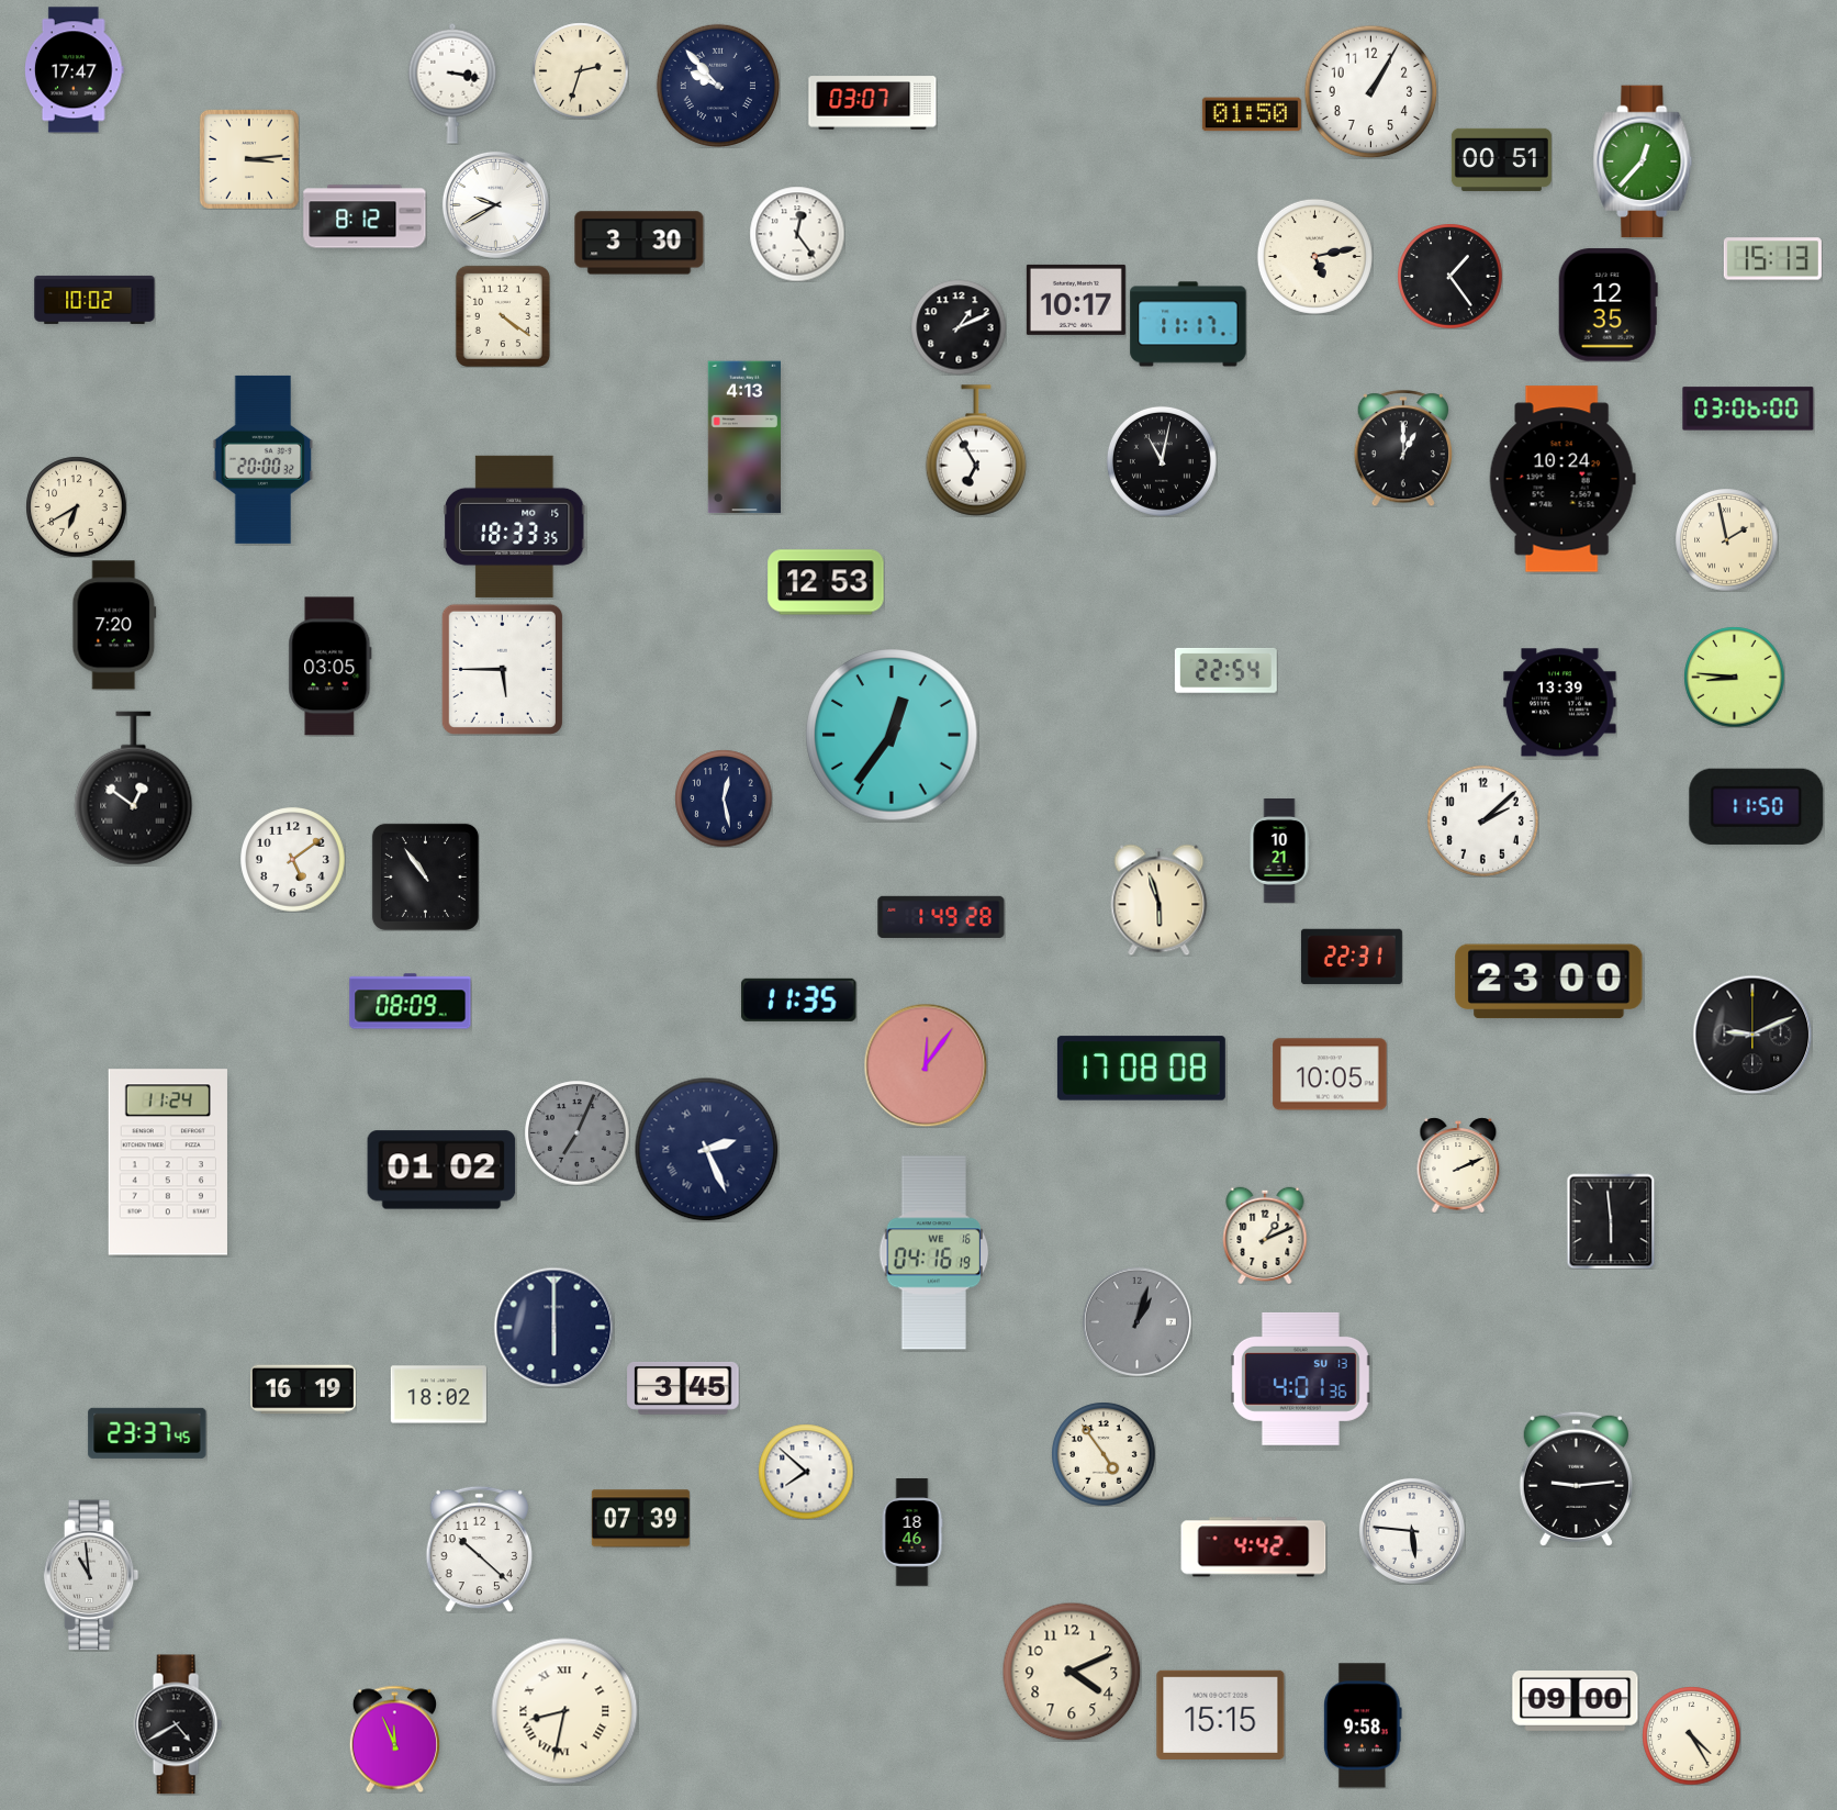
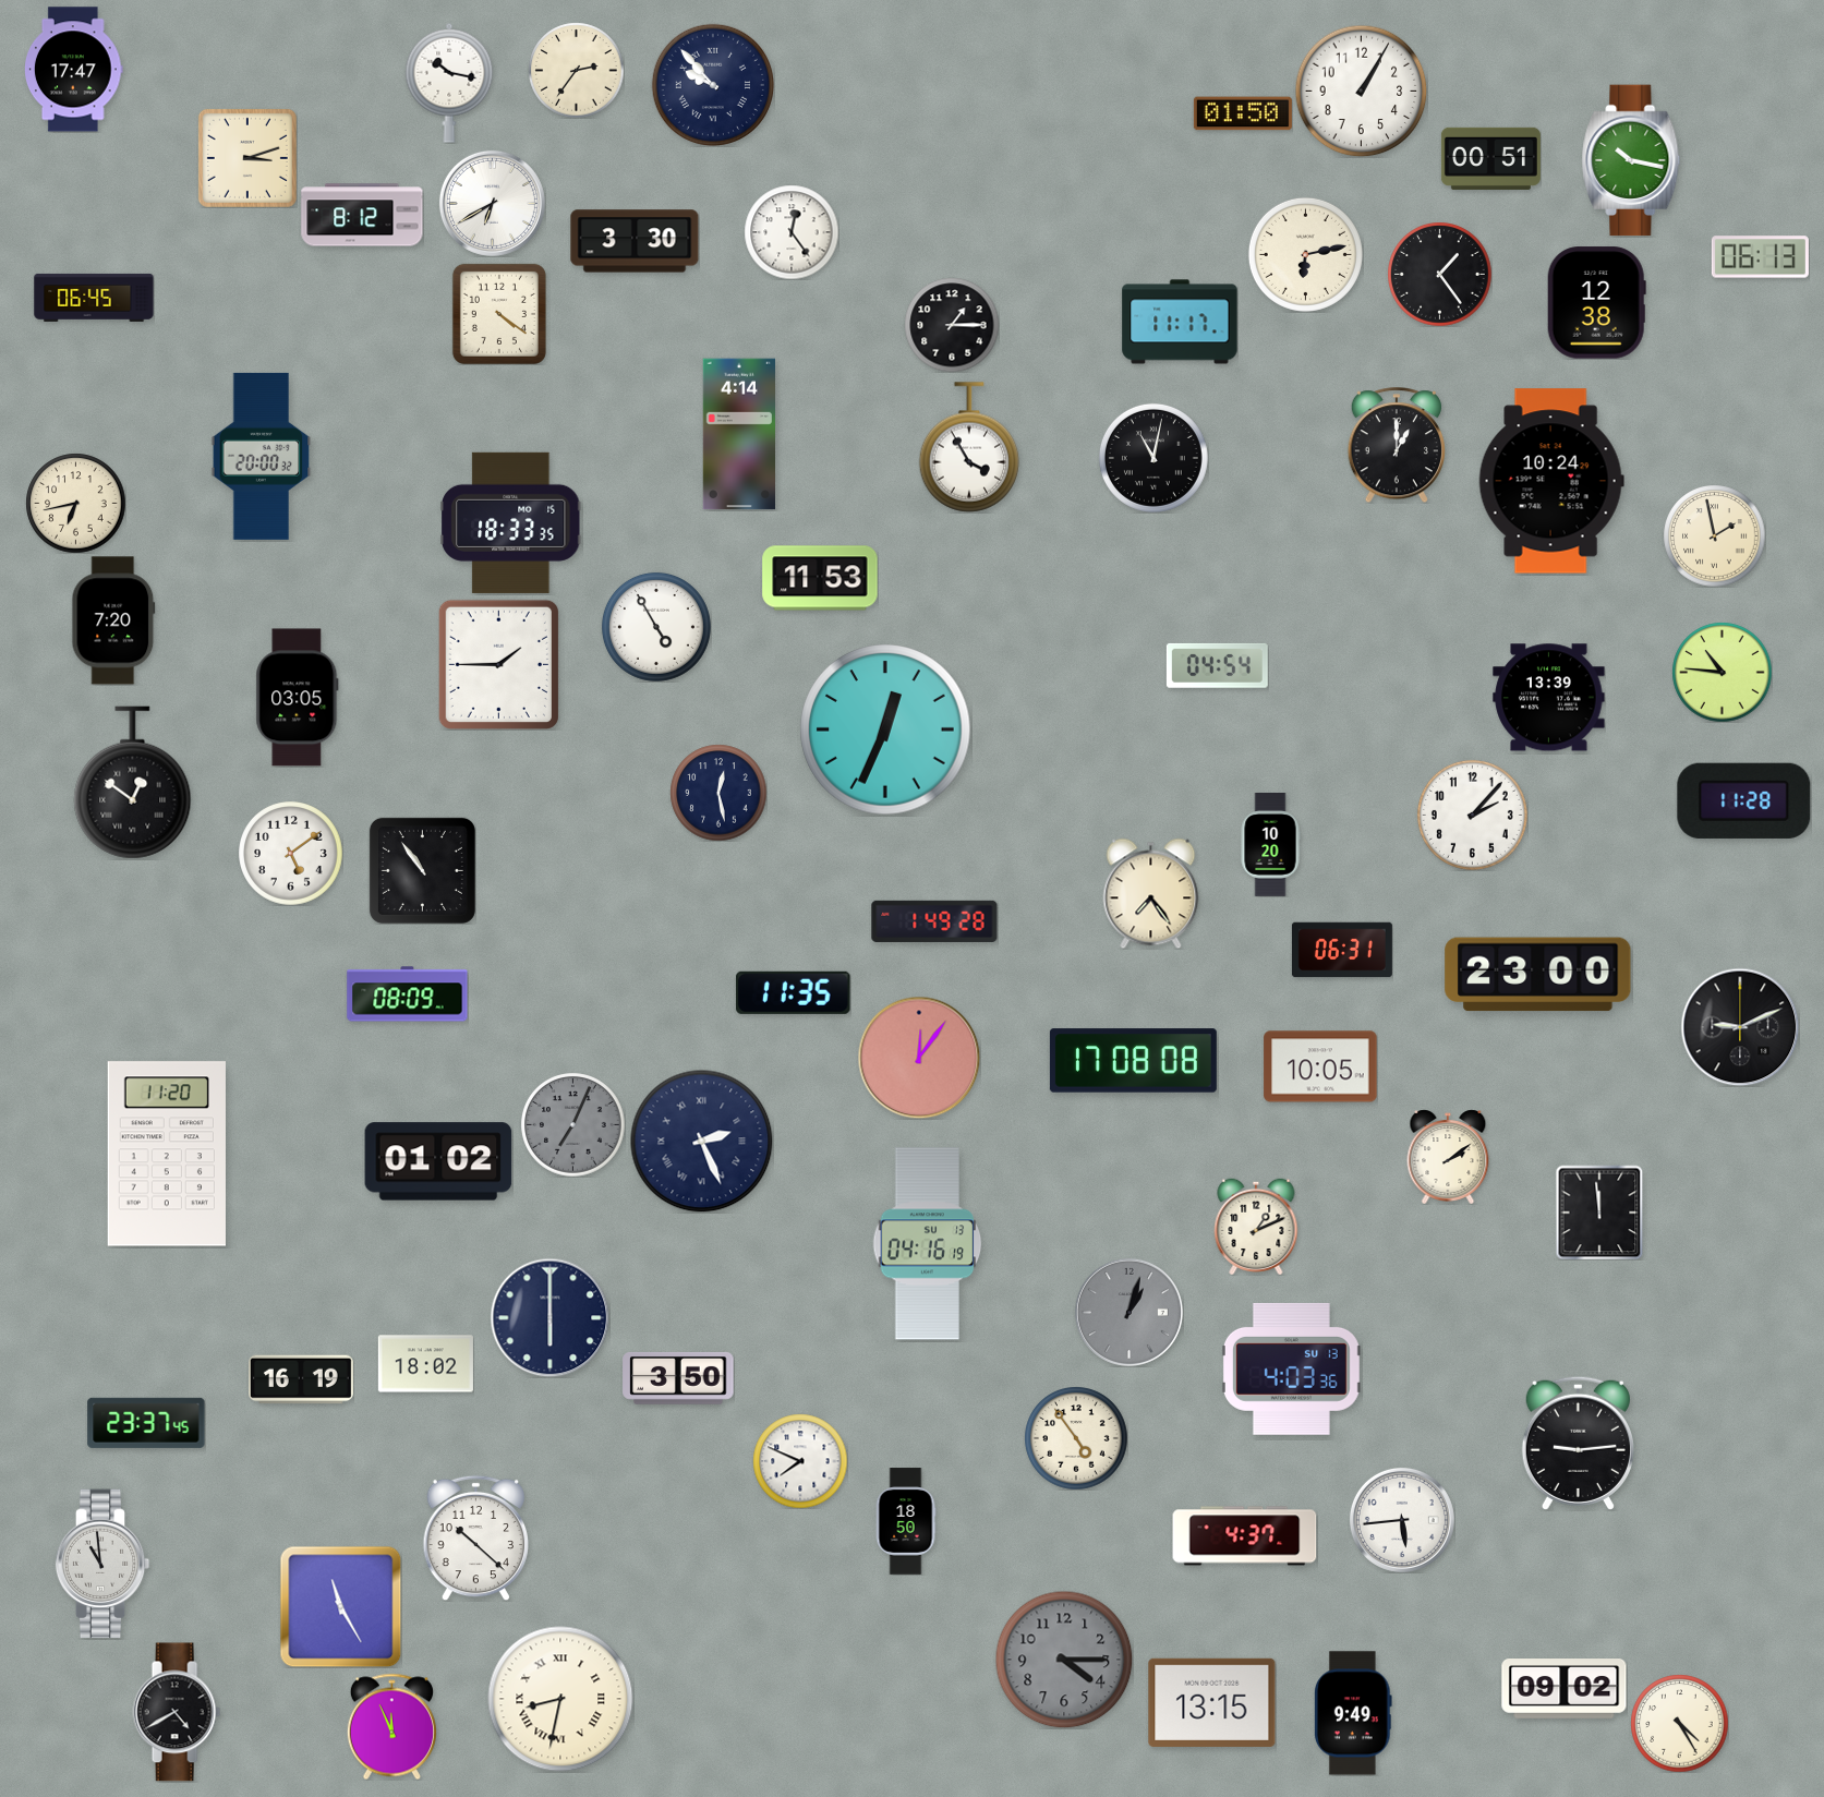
clock at (580, 70): 2:33 -> 2:36
clock at (452, 83): 3:17 -> 10:17
clock at (873, 103): 03:07 -> none
clock at (249, 159): 3:14 -> 3:12
clock at (1643, 161): 12:37 -> 10:17
clock at (495, 204): 9:40 -> 6:40
clock at (1314, 256): 5:13 -> 6:13
clock at (1772, 259): 15:13 -> 06:13
clock at (94, 300): 10:02 -> 06:45
clock at (1076, 300): 10:17 -> none
clock at (1608, 305): 12:35 -> 12:38
clock at (959, 327): 1:11 -> 1:15
clock at (1748, 409): 03:06 -> none
clock at (743, 437): 4:13 -> 4:14
clock at (1402, 448) position: (1402, 448) -> (1396, 445)
clock at (976, 450): 6:55 -> 3:55
clock at (1562, 479) position: (1562, 479) -> (1551, 481)
clock at (76, 506): 6:40 -> 6:43
clock at (826, 582): 12:53 -> 11:53
clock at (656, 627): none -> 4:55
clock at (331, 667) position: (331, 667) -> (298, 698)
clock at (502, 669): 5:45 -> 1:45
clock at (1225, 670): 22:54 -> 04:54
clock at (1734, 677): 8:46 -> 10:46
clock at (892, 735): 12:36 -> 12:34
clock at (1757, 806): 11:50 -> 11:28
clock at (1482, 820): 2:08 -> 2:07
clock at (1279, 851): 10:21 -> 10:20
clock at (1160, 900): 5:57 -> 7:24
clock at (941, 917) position: (941, 917) -> (934, 921)
clock at (1352, 957): 22:31 -> 06:31
clock at (168, 1162): 11:24 -> 11:20
clock at (1458, 1165): 2:11 -> 2:09
clock at (1611, 1221): 5:59 -> 11:59
clock at (934, 1253) date: WE 16 -> SU 13
clock at (1300, 1378): 4:01 -> 4:03
clock at (683, 1388): 3:45 -> 3:50
clock at (438, 1395) position: (438, 1395) -> (425, 1364)
clock at (1104, 1454) position: (1104, 1454) -> (1076, 1438)
clock at (806, 1472): 7:52 -> 7:49
clock at (1576, 1478) position: (1576, 1478) -> (1578, 1443)
clock at (640, 1519): 07:39 -> none
clock at (1412, 1531): 5:46 -> 5:44
clock at (912, 1532): 18:46 -> 18:50
clock at (1254, 1548): 4:42 -> 4:37
clock at (91, 1575) position: (91, 1575) -> (102, 1564)
clock at (340, 1606): none -> 11:25
clock at (1072, 1672): 4:11 -> 4:15
clock at (1072, 1672) dial: cream -> grey
clock at (1576, 1701): 09:00 -> 09:02
clock at (1221, 1714): 15:15 -> 13:15
clock at (1364, 1725): 9:58 -> 9:49
